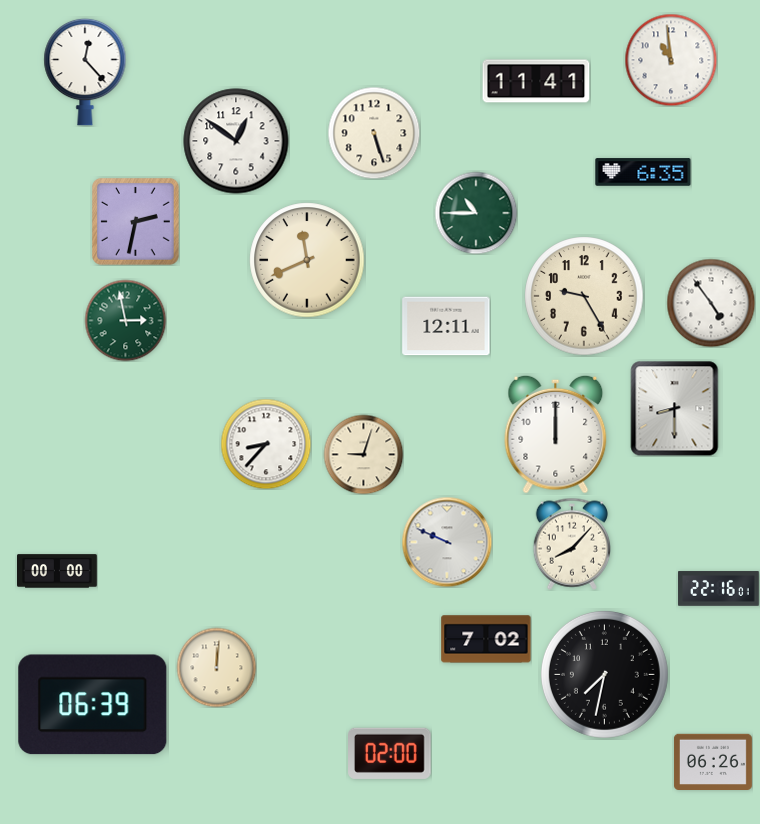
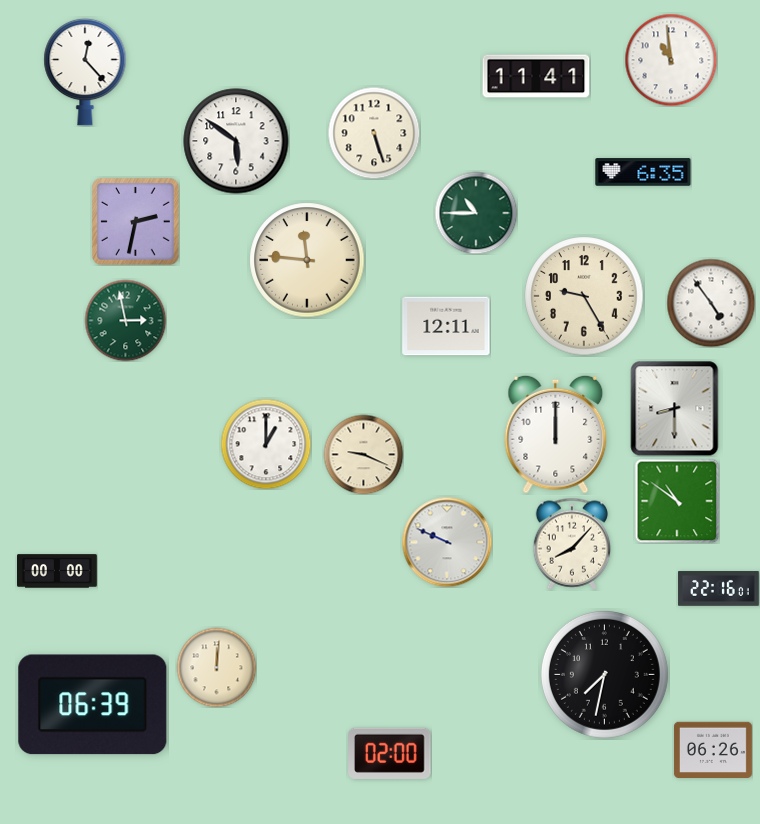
clock at (536, 81) position: (536, 81) -> (536, 76)
clock at (236, 141): 12:51 -> 5:51
clock at (307, 260): 11:41 -> 11:46
clock at (266, 444): 8:37 -> 1:00
clock at (363, 454): 9:03 -> 9:19
clock at (677, 501): none -> 10:51
clock at (486, 639): 7:02 -> none
clock at (713, 762) position: (713, 762) -> (713, 750)
